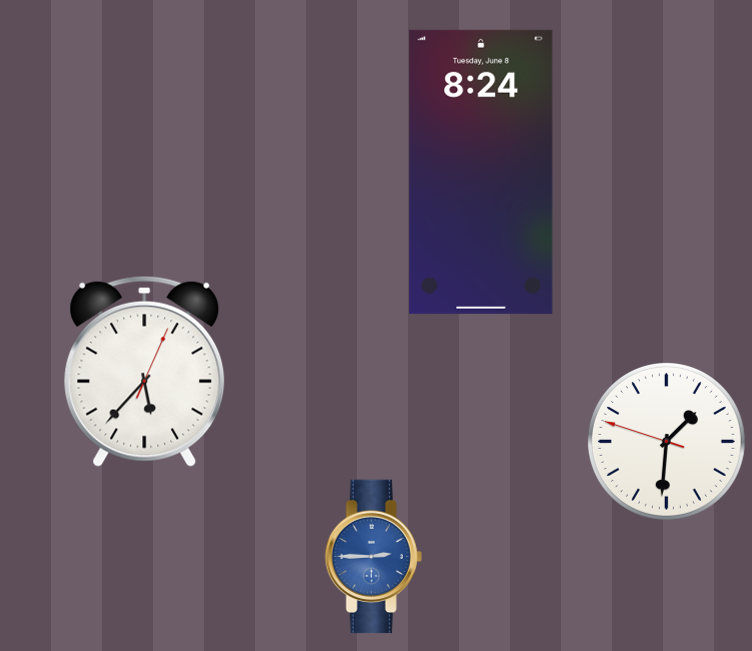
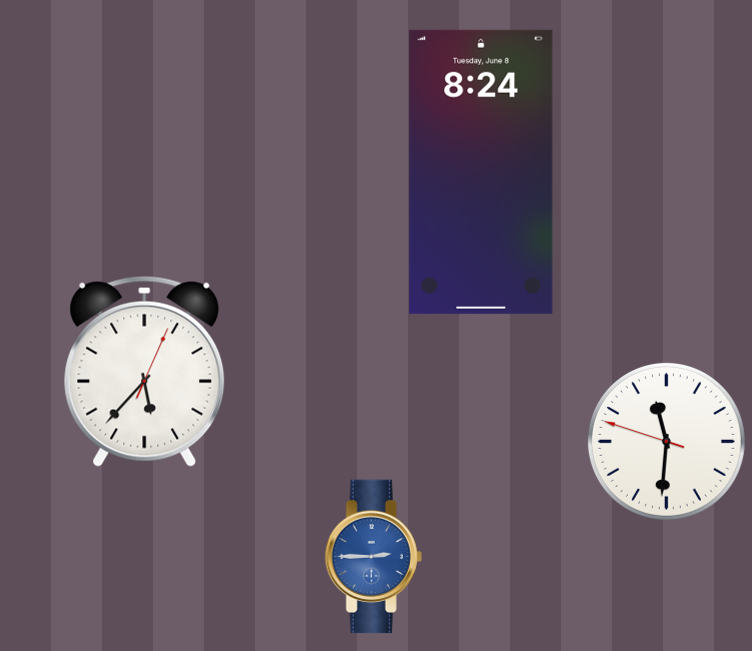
clock at (666, 441): 1:30 -> 11:30
